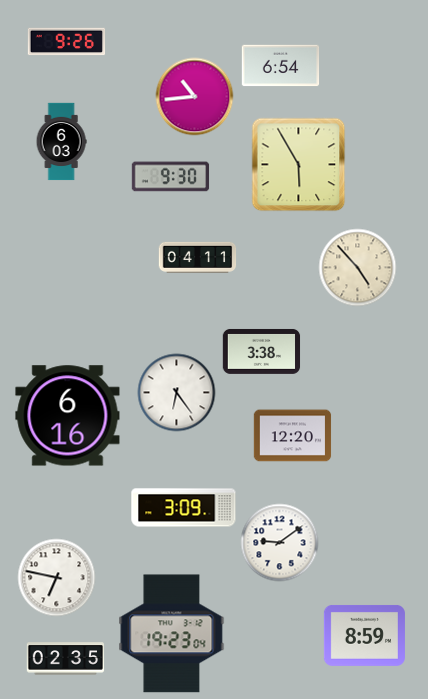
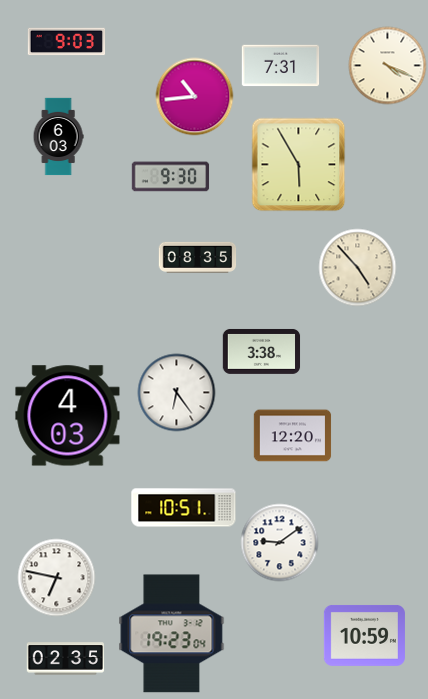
clock at (66, 42): 9:26 -> 9:03
clock at (387, 65): none -> 4:19
clock at (280, 66): 6:54 -> 7:31
clock at (61, 141) position: (61, 141) -> (58, 136)
clock at (197, 257): 04:11 -> 08:35
clock at (68, 416): 6:16 -> 4:03
clock at (184, 508): 3:09 -> 10:51
clock at (364, 635): 8:59 -> 10:59
